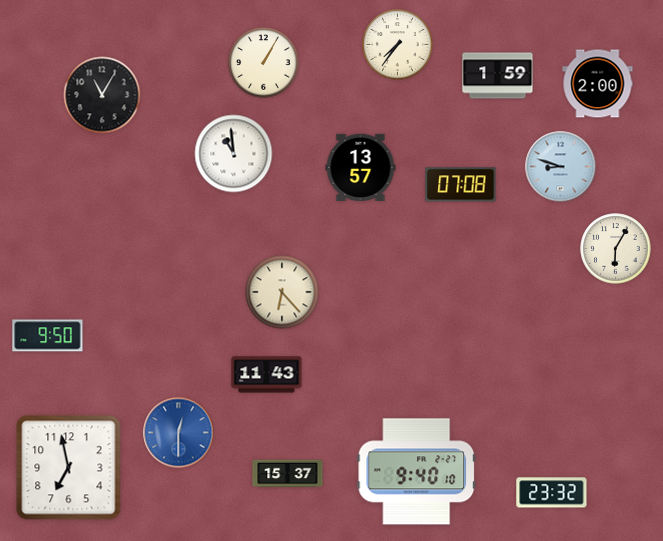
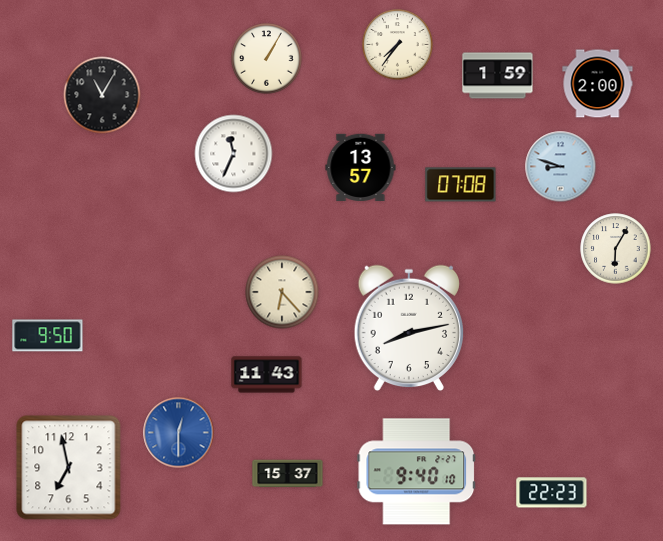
clock at (264, 63) position: (264, 63) -> (267, 59)
clock at (234, 154): 10:59 -> 11:34
clock at (408, 328): none -> 8:13
clock at (552, 493): 23:32 -> 22:23
